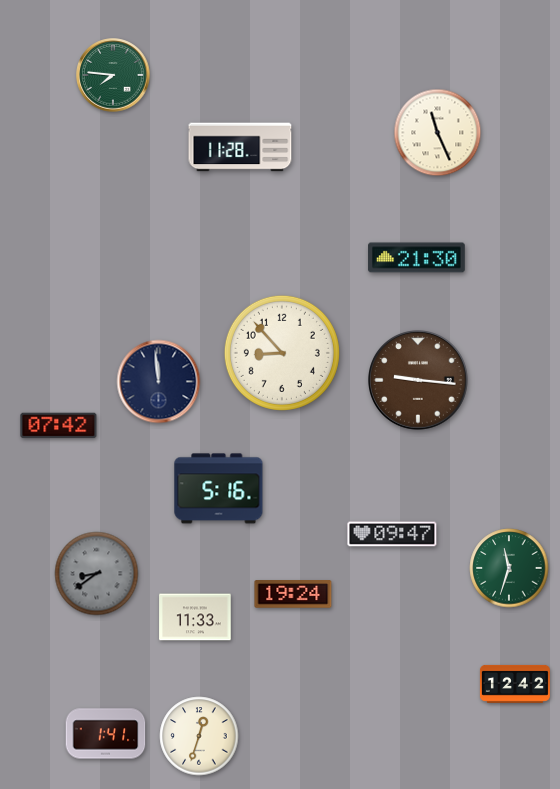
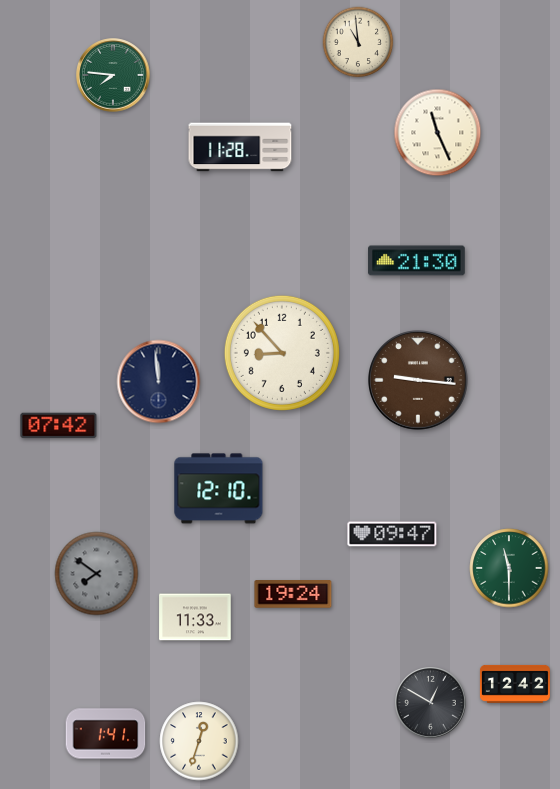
clock at (358, 42): none -> 10:59
clock at (417, 258) position: (417, 258) -> (417, 261)
clock at (219, 489): 5:16 -> 12:10
clock at (509, 568): 11:33 -> 11:30
clock at (97, 574): 8:39 -> 7:51
clock at (431, 703): none -> 12:50
clock at (199, 736) position: (199, 736) -> (199, 741)
